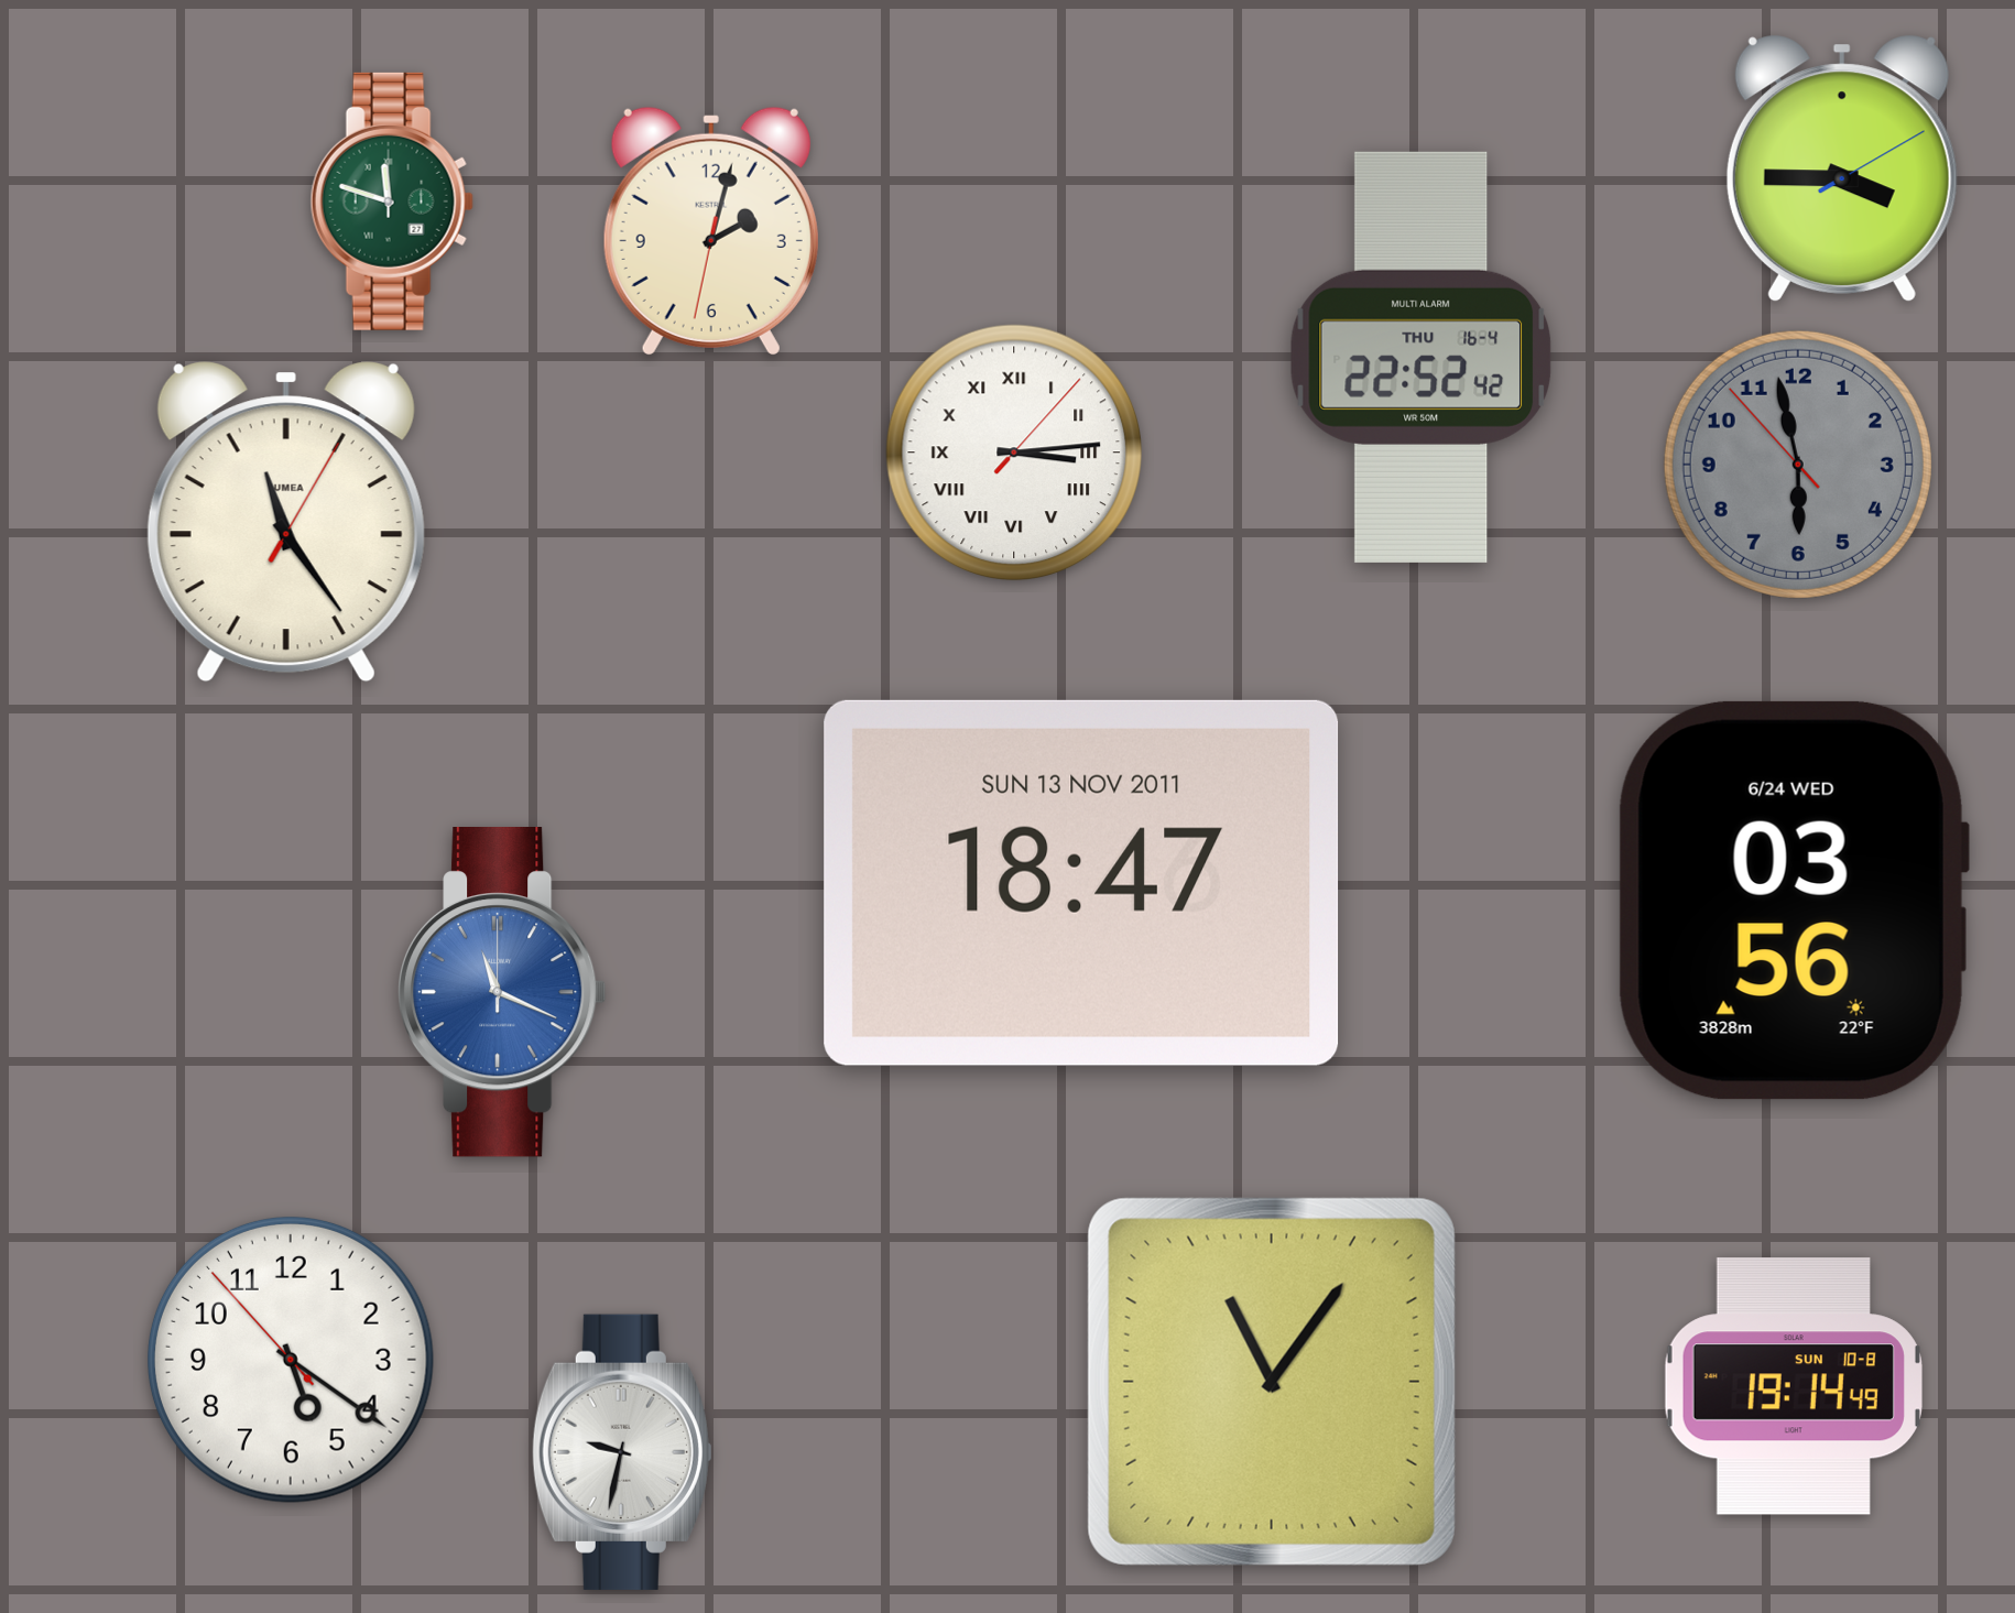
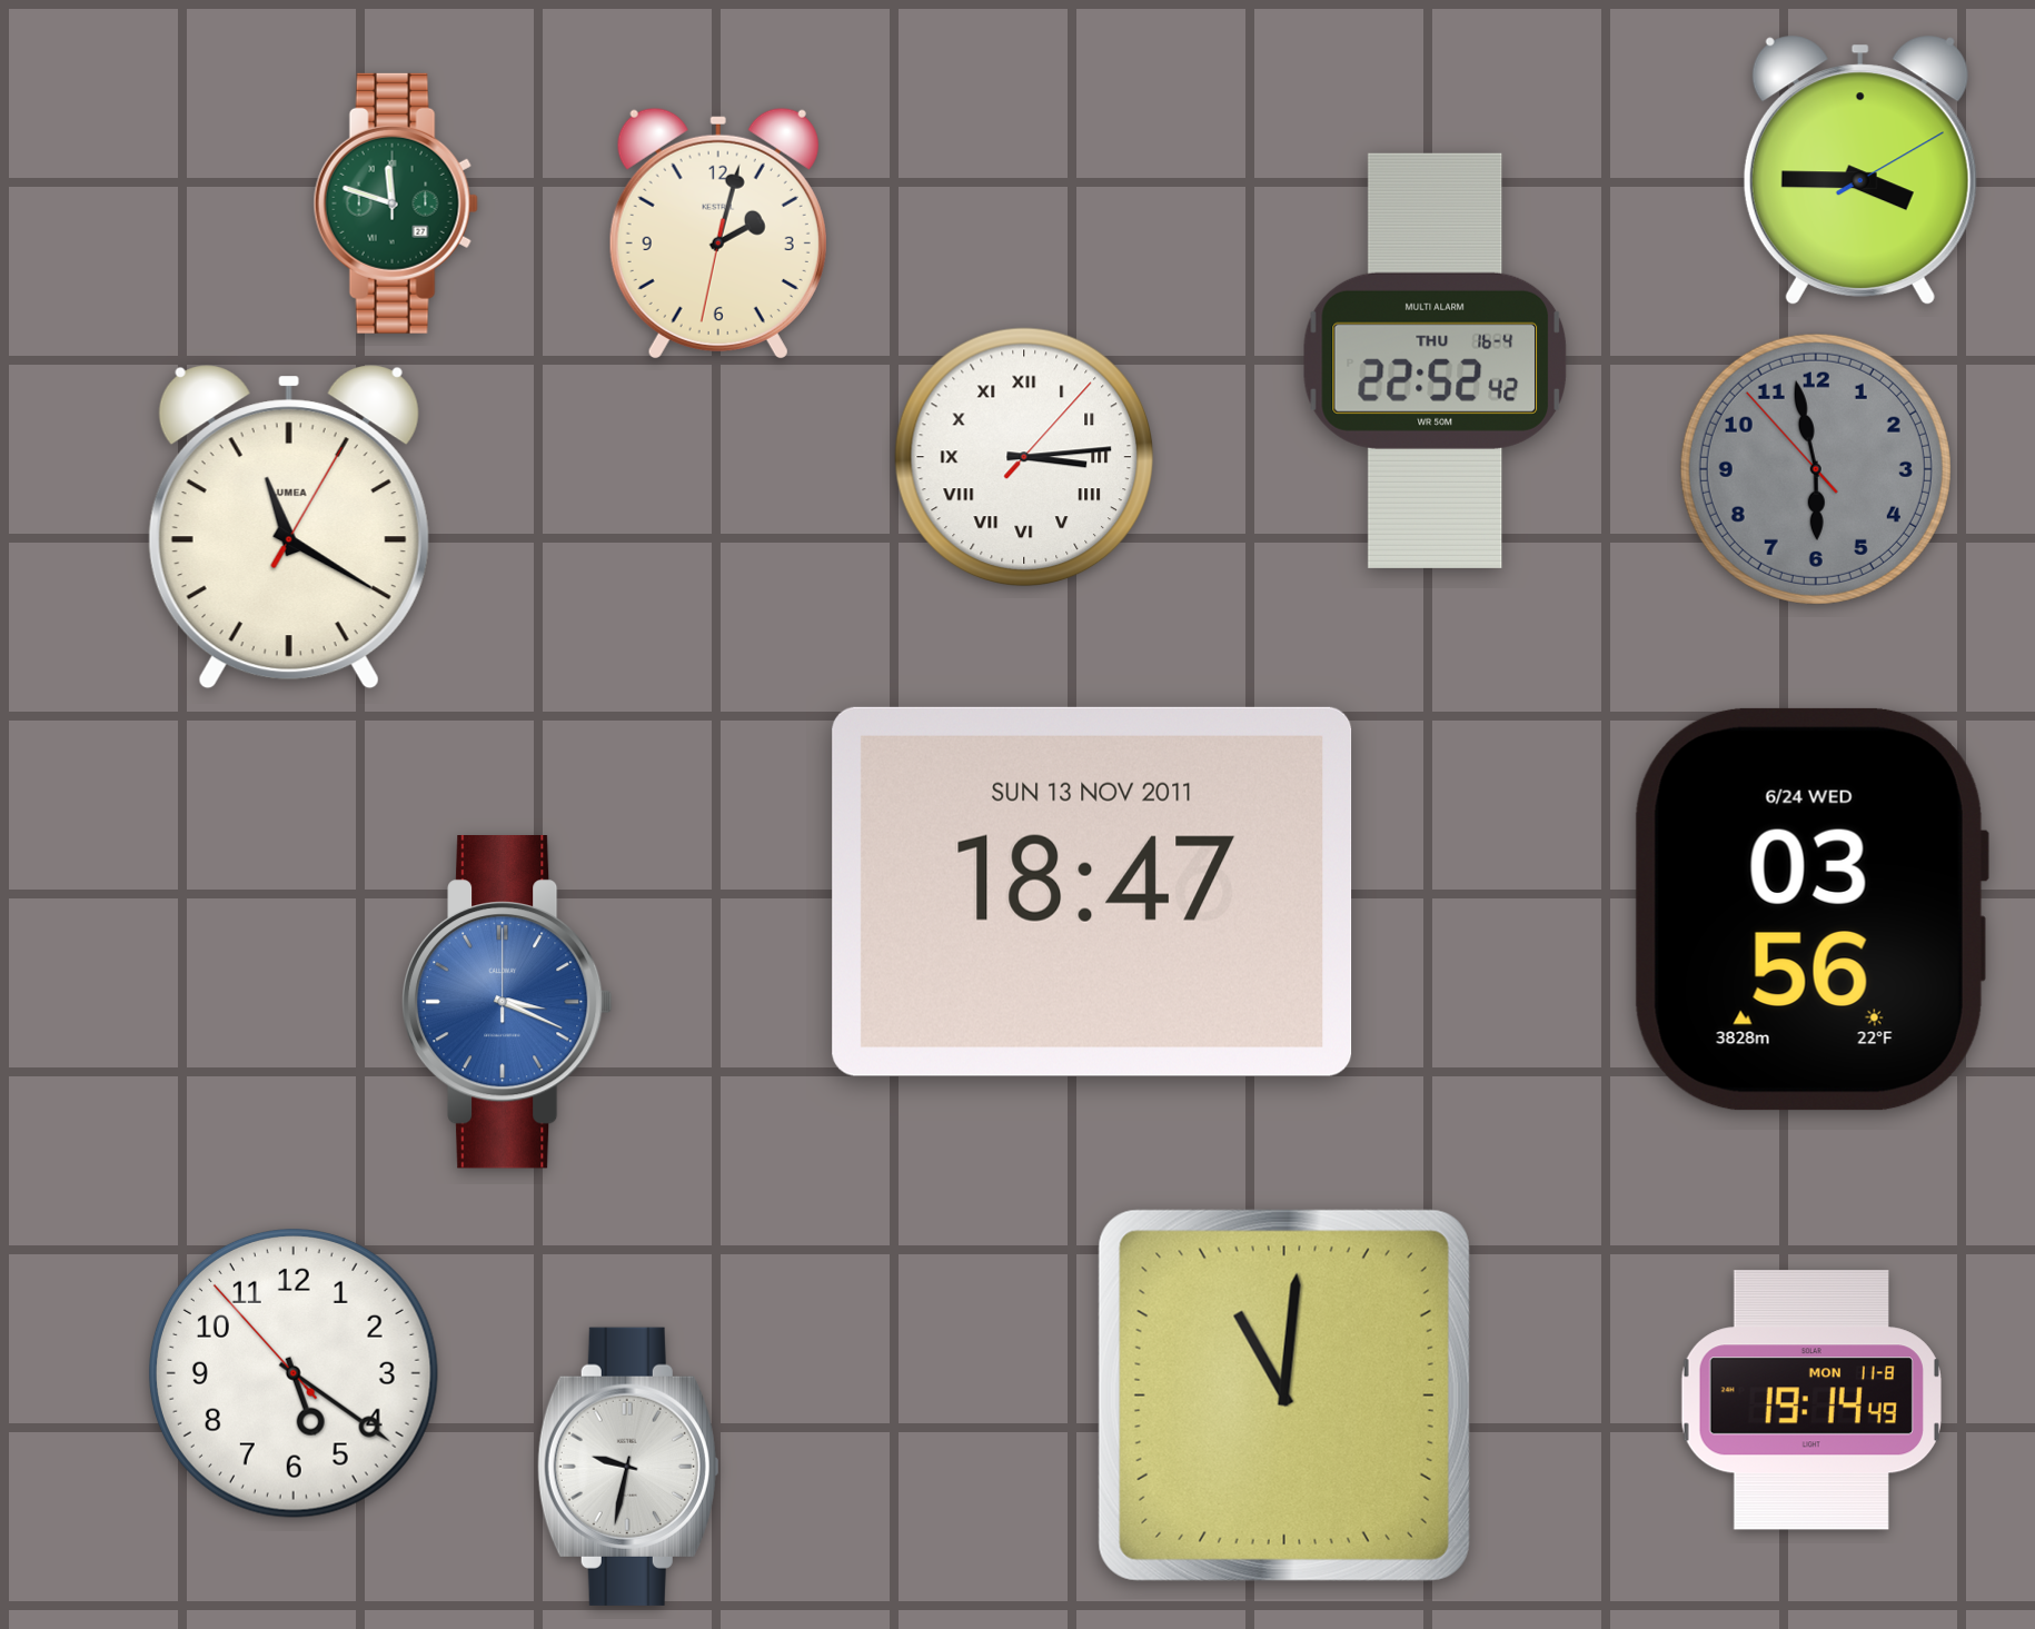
clock at (286, 522): 11:24 -> 11:20
clock at (503, 993): 11:19 -> 3:19
clock at (1272, 1382): 11:06 -> 11:01
clock at (1794, 1386) date: SUN 10-8 -> MON 11-8
